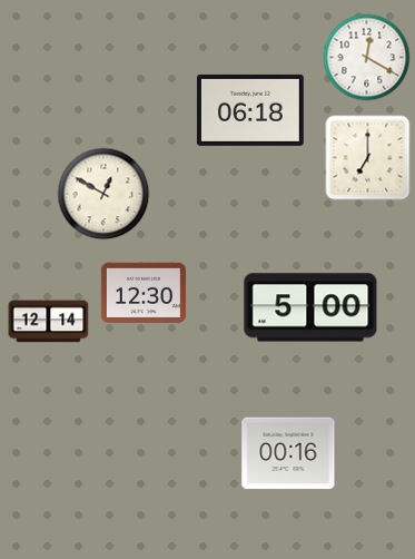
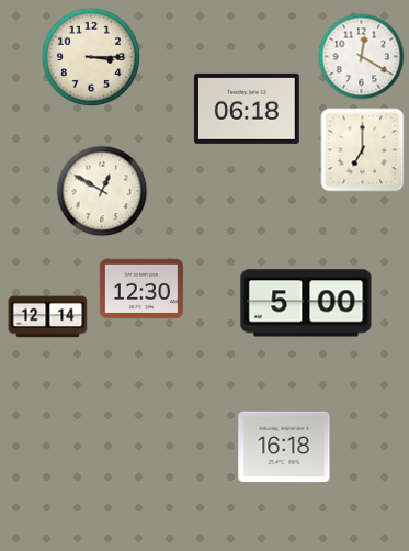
clock at (90, 56): none -> 3:15
clock at (368, 158) position: (368, 158) -> (363, 150)
clock at (288, 453): 00:16 -> 16:18
